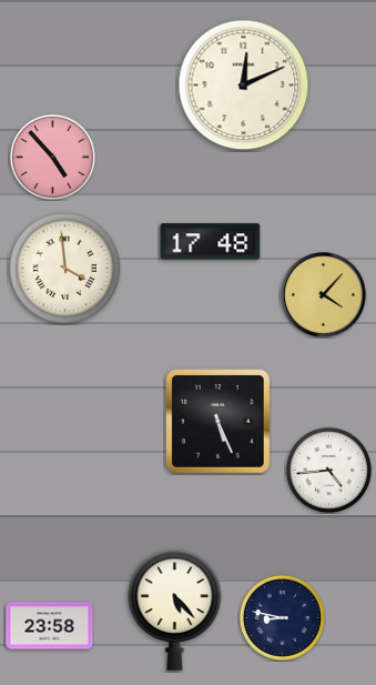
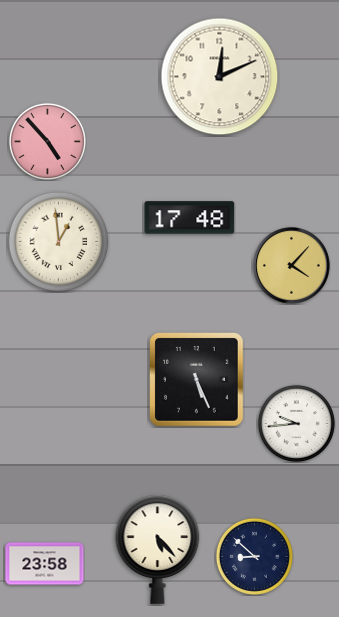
clock at (65, 269): 3:59 -> 12:59
clock at (328, 470): 4:44 -> 9:44
clock at (282, 617): 8:47 -> 8:52
